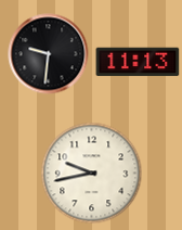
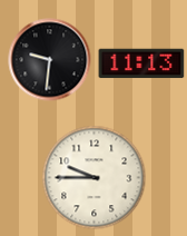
clock at (49, 54) position: (49, 54) -> (50, 60)
clock at (92, 174): 9:43 -> 9:45
